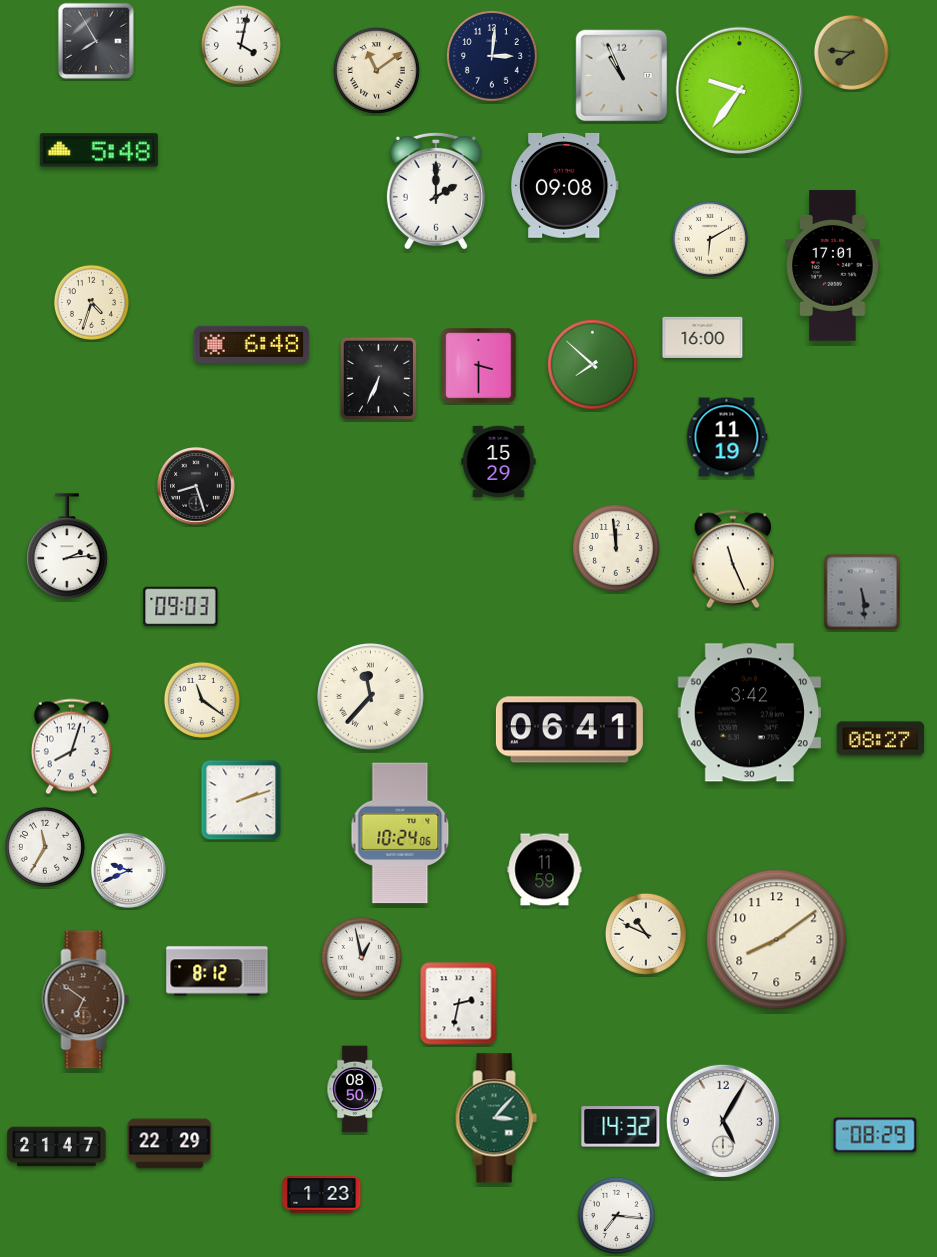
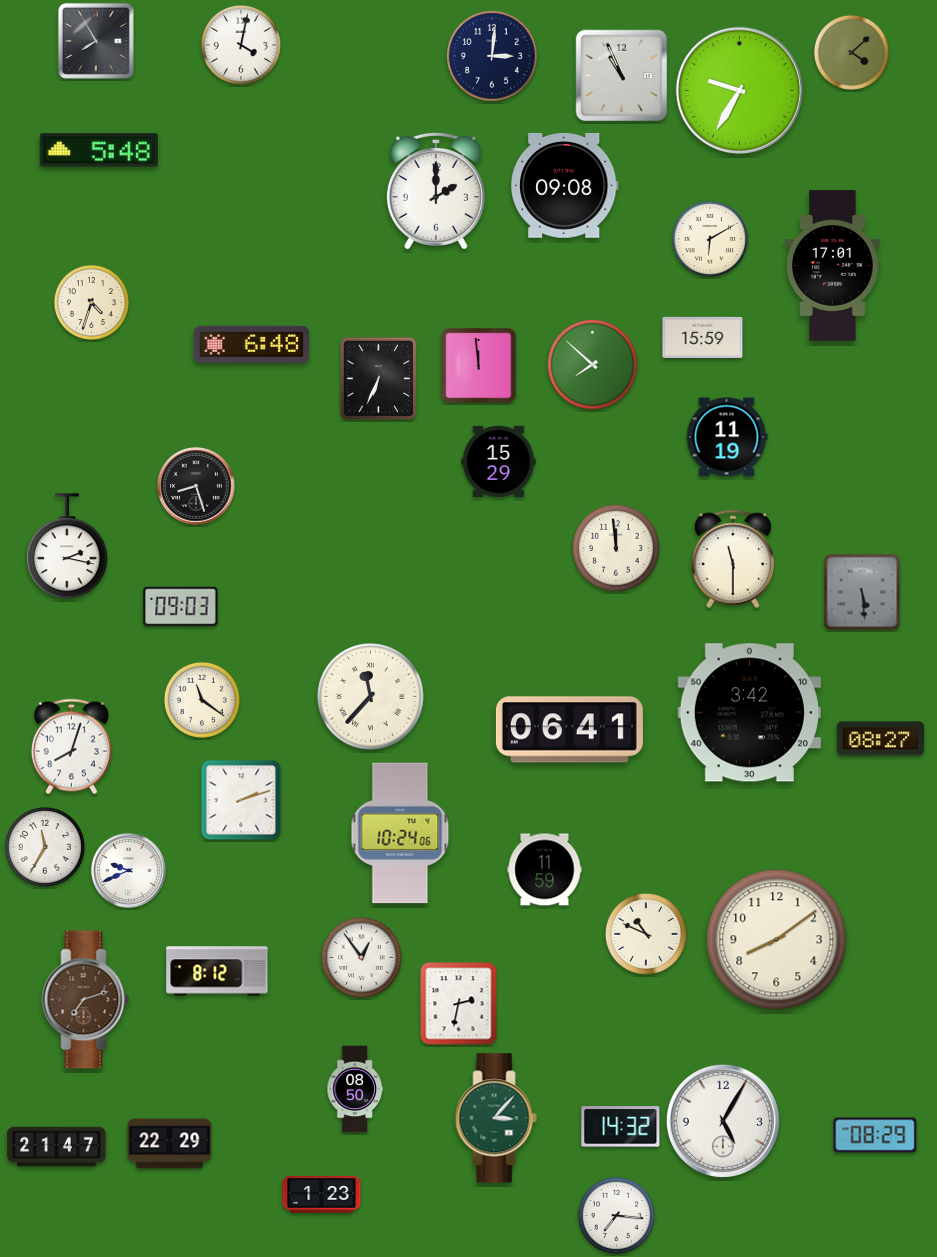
clock at (851, 52): 7:46 -> 4:08
clock at (376, 70): 11:09 -> none
clock at (739, 90): 9:36 -> 9:35
clock at (703, 337): 16:00 -> 15:59
clock at (479, 366): 3:30 -> 11:59
clock at (67, 546): 2:14 -> 2:17
clock at (732, 559): 11:26 -> 11:30
clock at (361, 957): 12:58 -> 12:54
clock at (86, 1000): 6:51 -> 7:12
